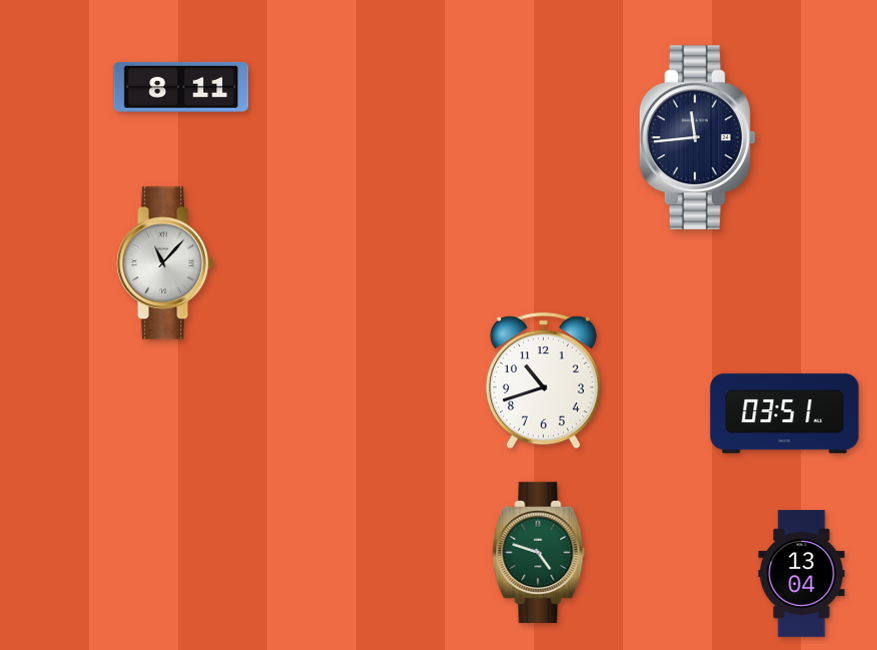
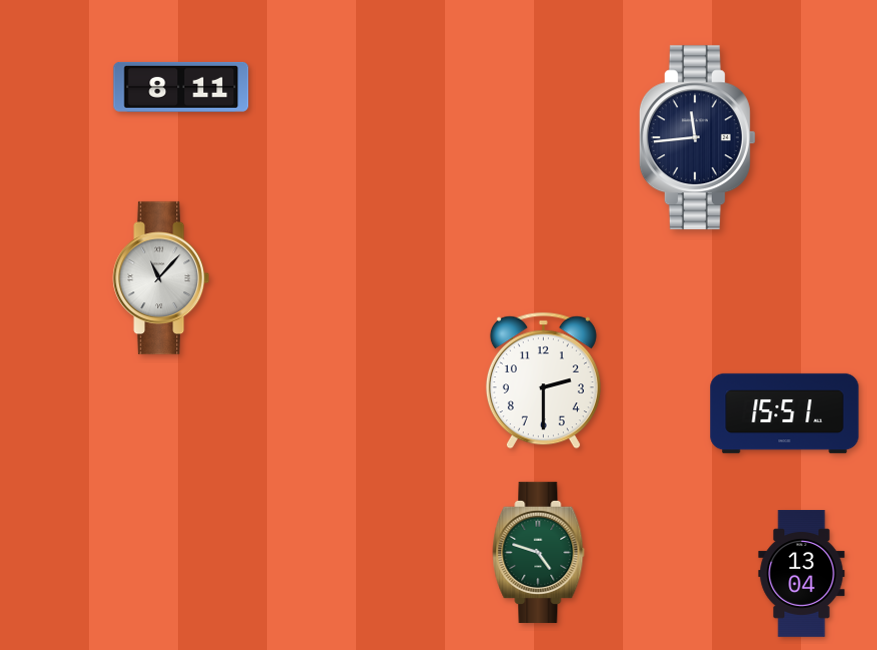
clock at (165, 263) position: (165, 263) -> (161, 278)
clock at (543, 380): 10:42 -> 2:30
clock at (785, 414): 03:51 -> 15:51
